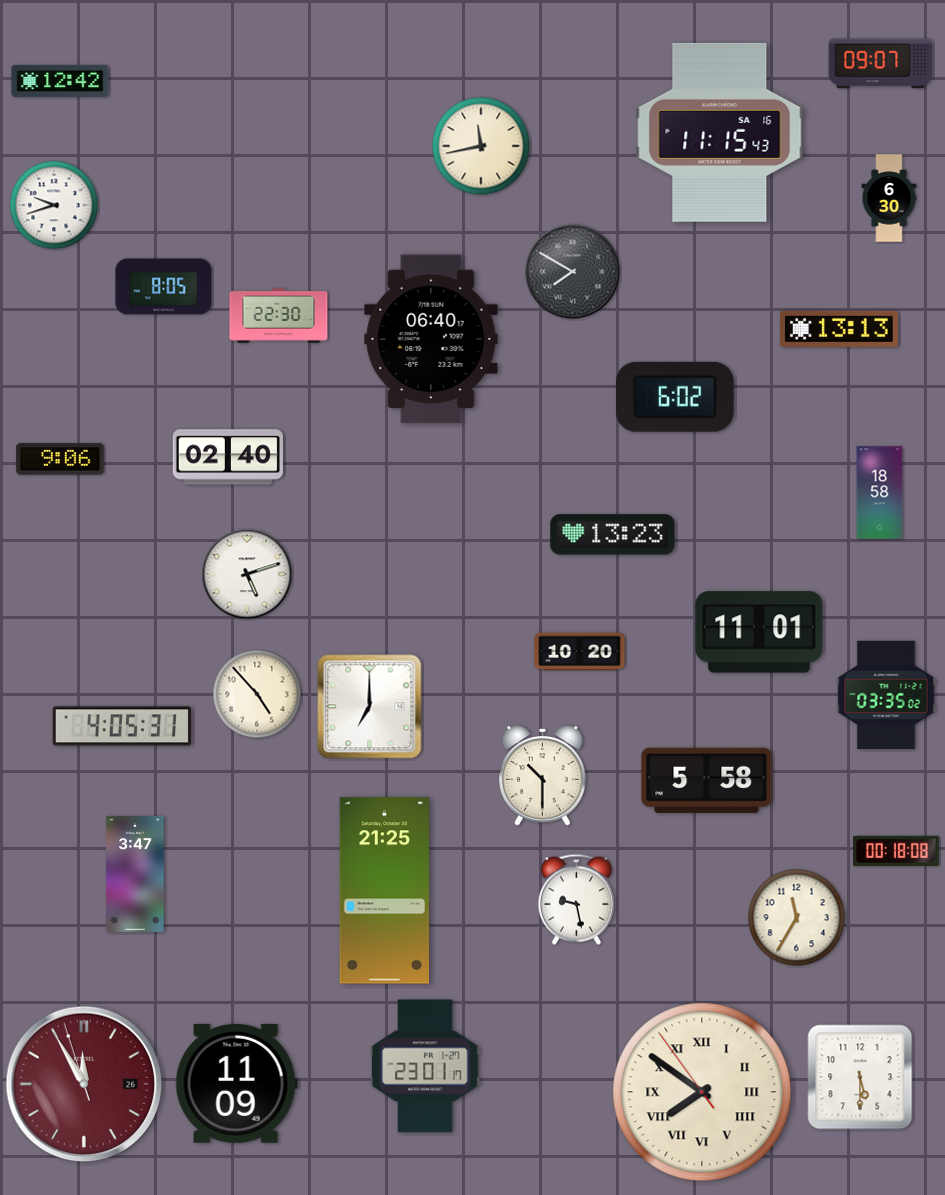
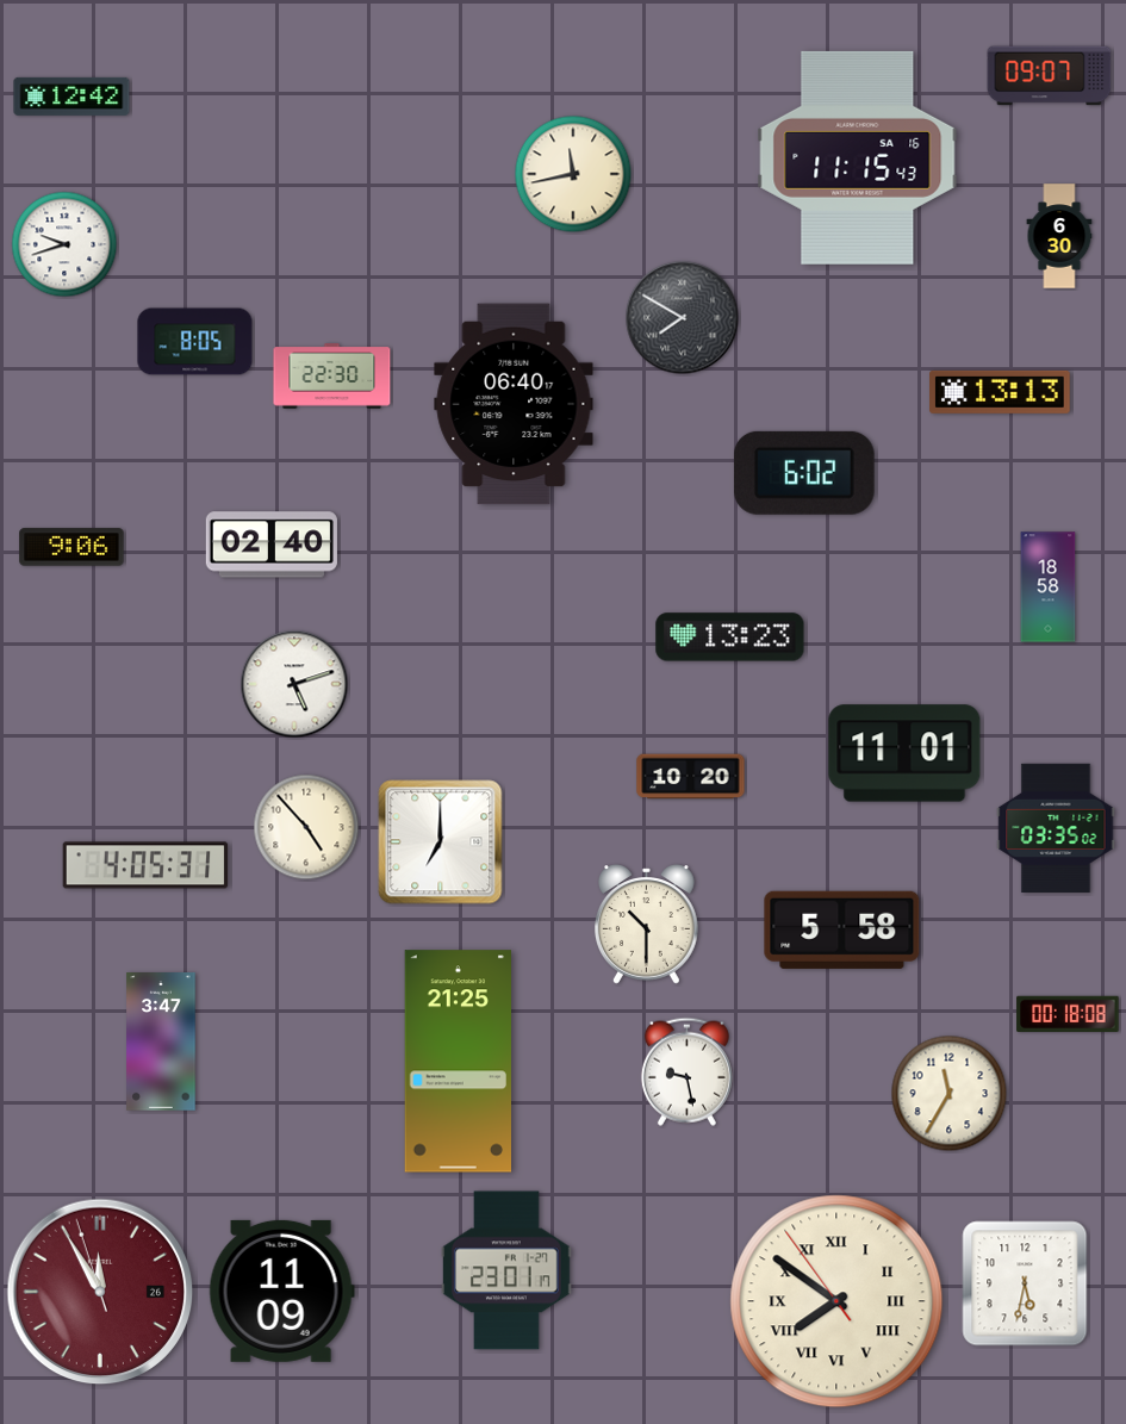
clock at (573, 272) position: (573, 272) -> (683, 318)
clock at (860, 1077): 5:30 -> 5:32
